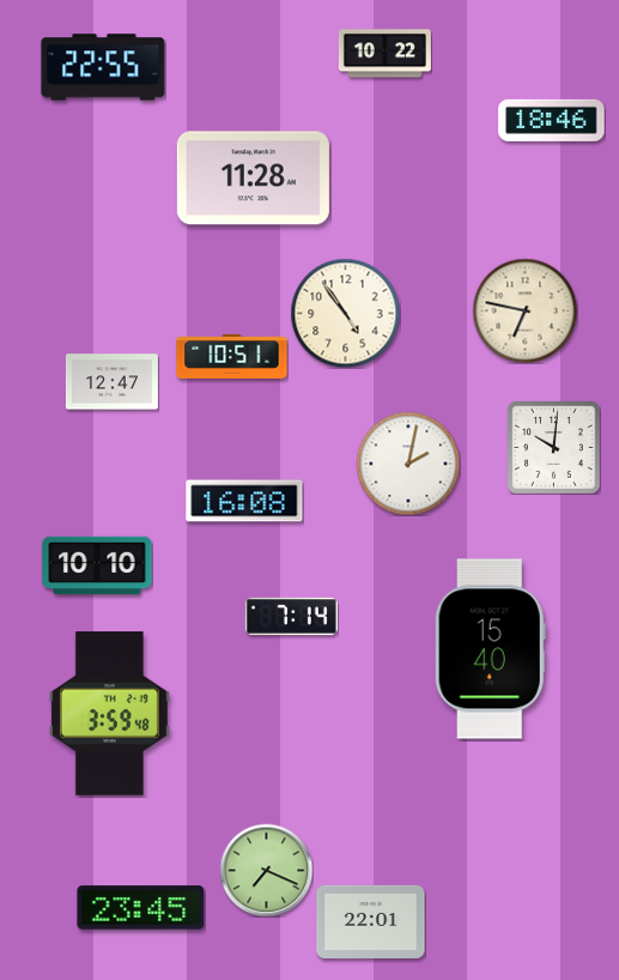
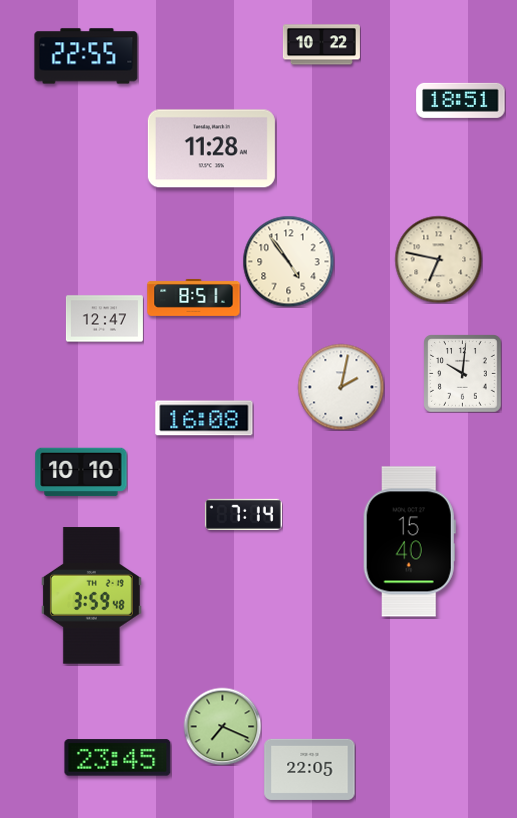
clock at (552, 120): 18:46 -> 18:51
clock at (232, 356): 10:51 -> 8:51
clock at (111, 382) position: (111, 382) -> (104, 319)
clock at (371, 921): 22:01 -> 22:05
